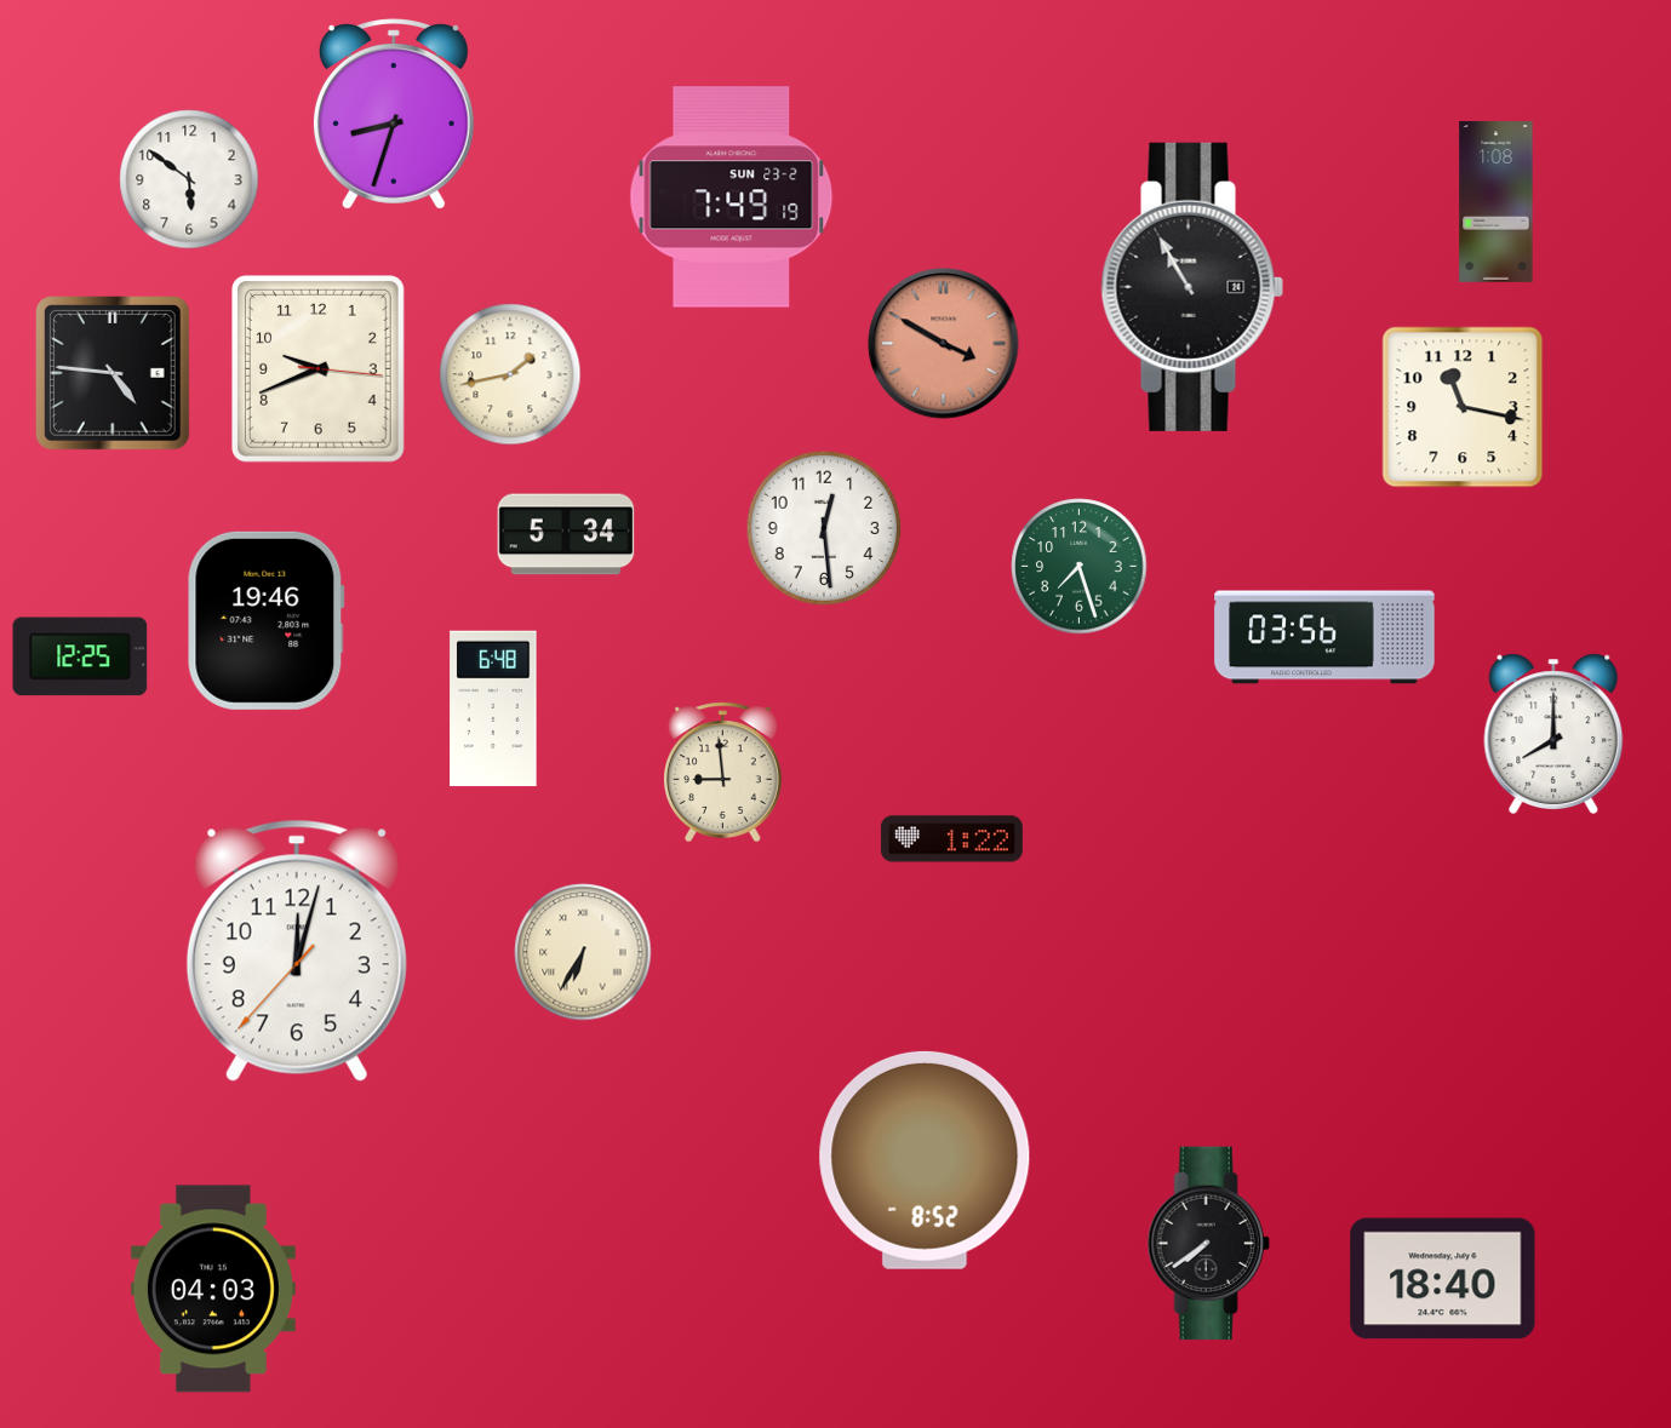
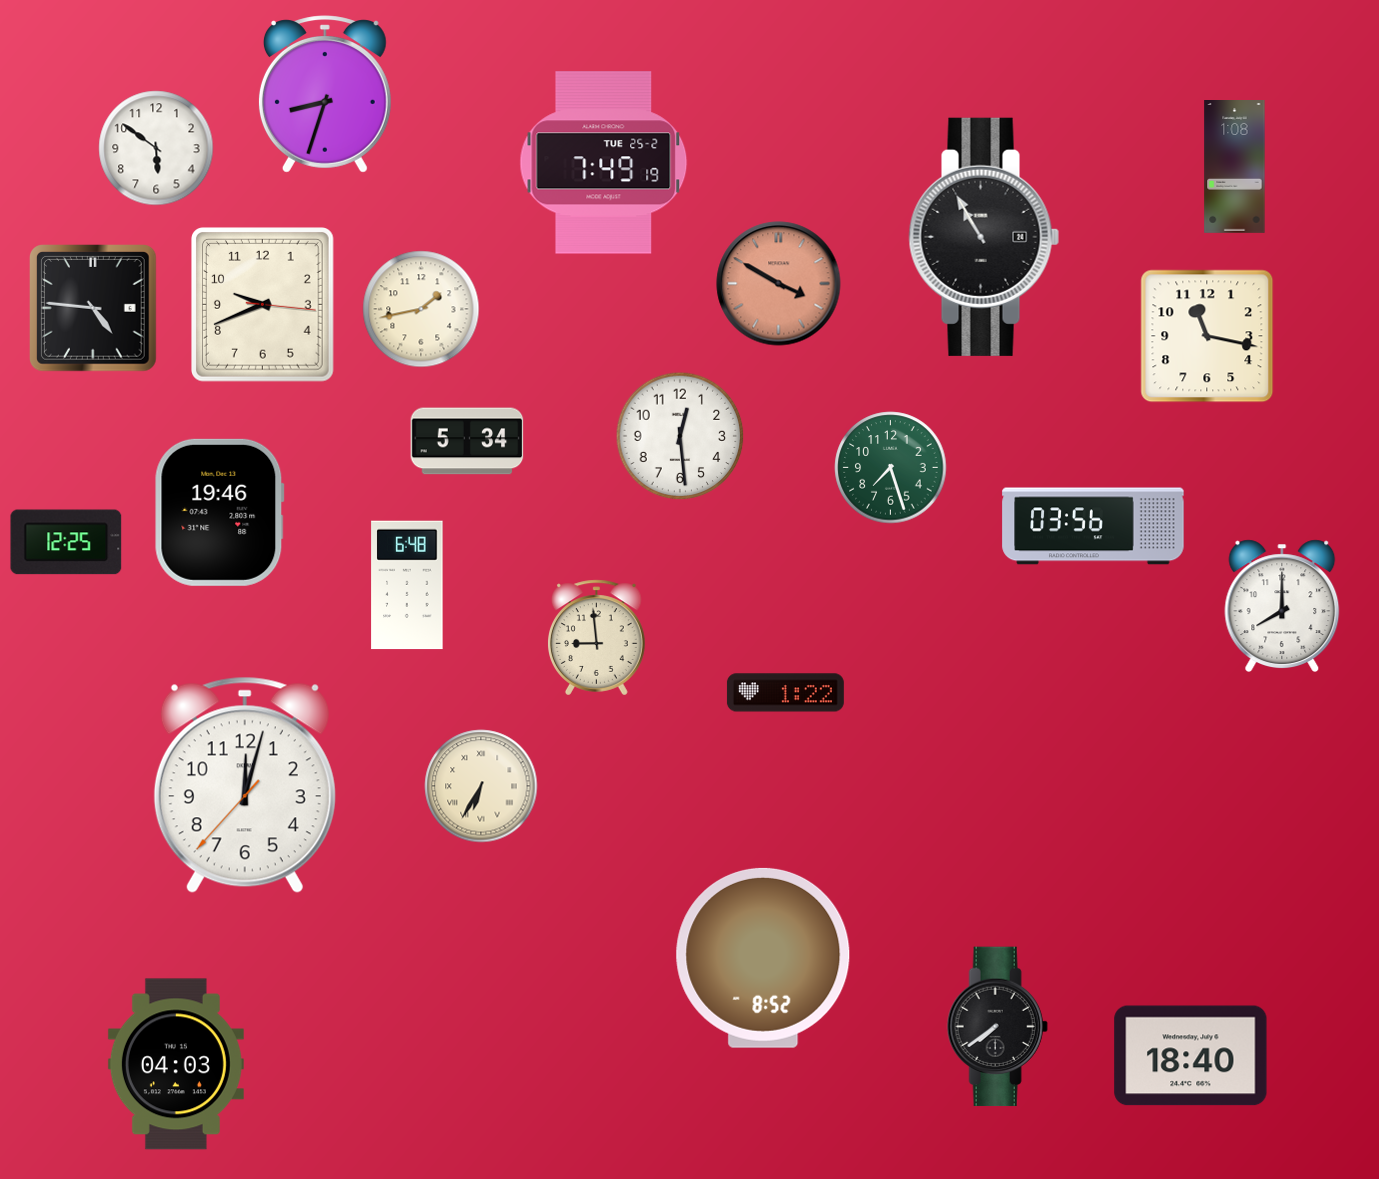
clock at (732, 197) date: SUN 23-2 -> TUE 25-2
